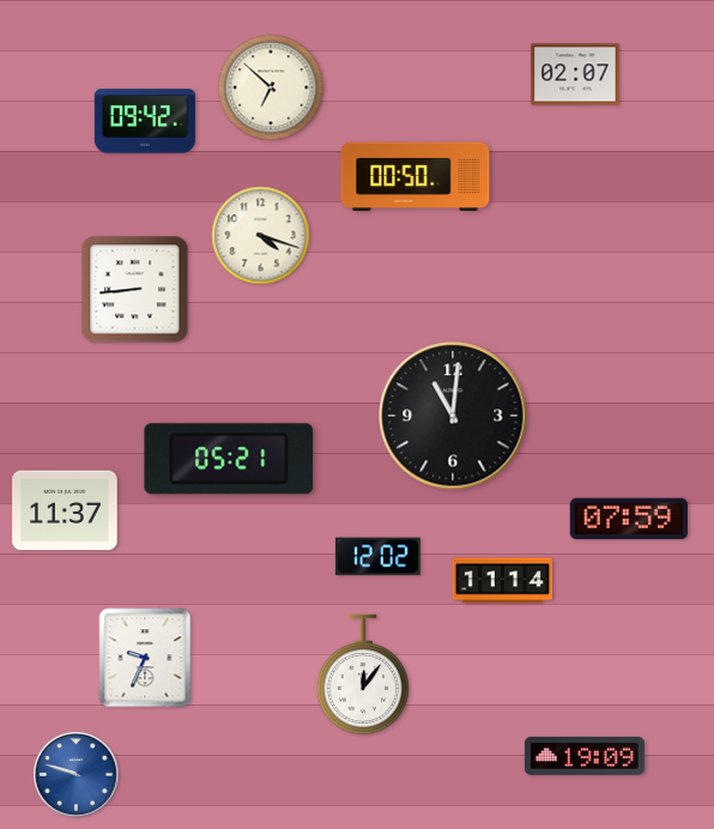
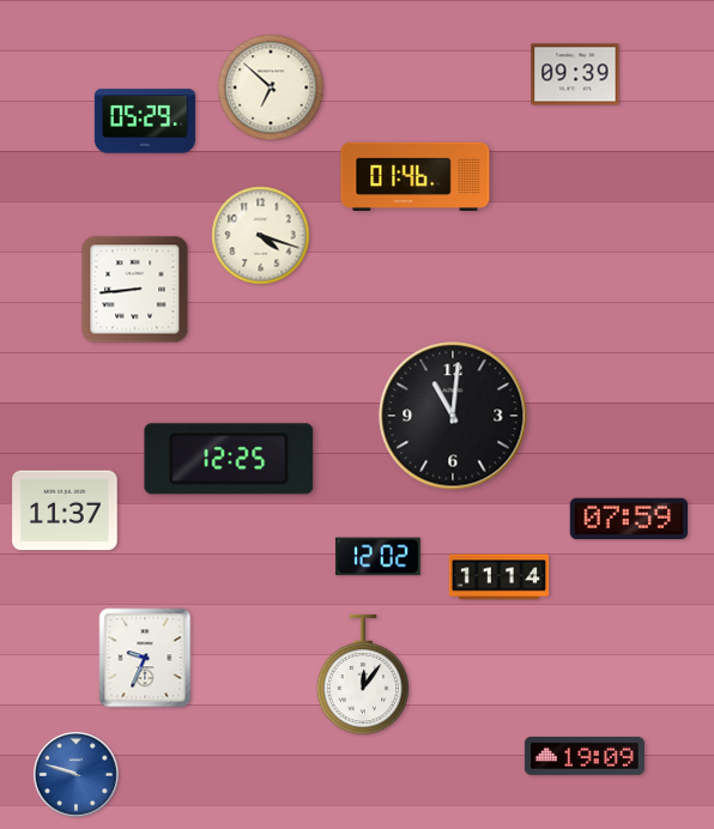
clock at (575, 74): 02:07 -> 09:39
clock at (145, 121): 09:42 -> 05:29
clock at (416, 176): 00:50 -> 01:46
clock at (229, 459): 05:21 -> 12:25
clock at (502, 581) position: (502, 581) -> (498, 577)
